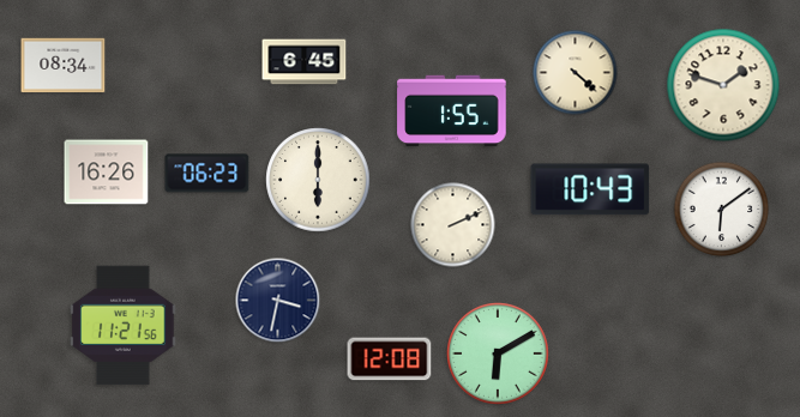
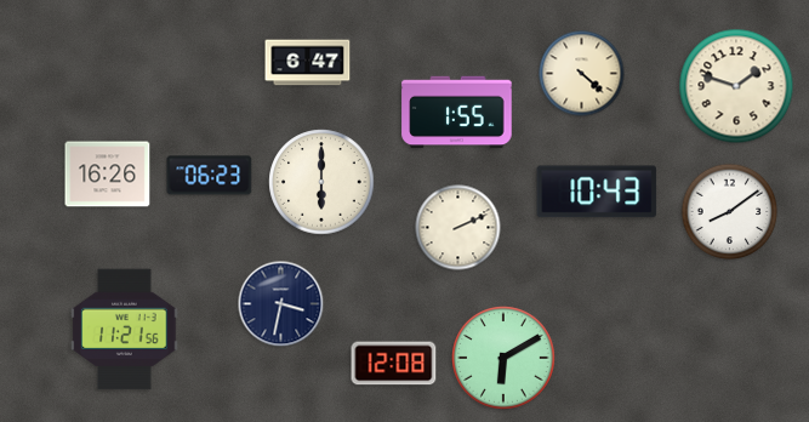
clock at (305, 62): 6:45 -> 6:47
clock at (64, 66): 08:34 -> none
clock at (723, 85) position: (723, 85) -> (736, 86)
clock at (722, 210): 6:09 -> 8:09
